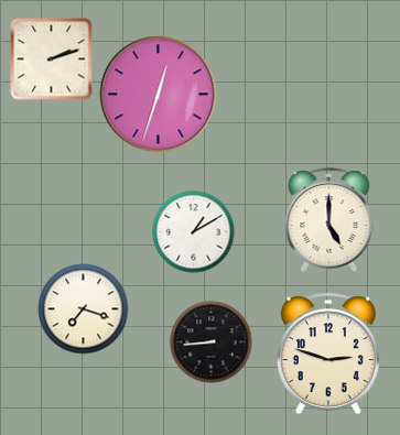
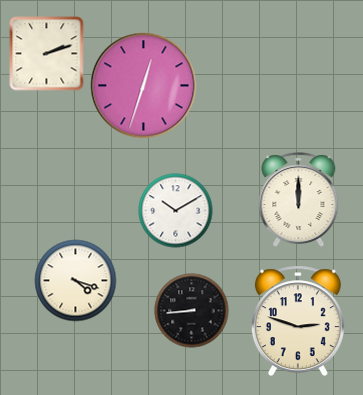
clock at (329, 219): 5:00 -> 12:00
clock at (194, 232): 1:10 -> 10:10
clock at (84, 309): 7:18 -> 4:18
